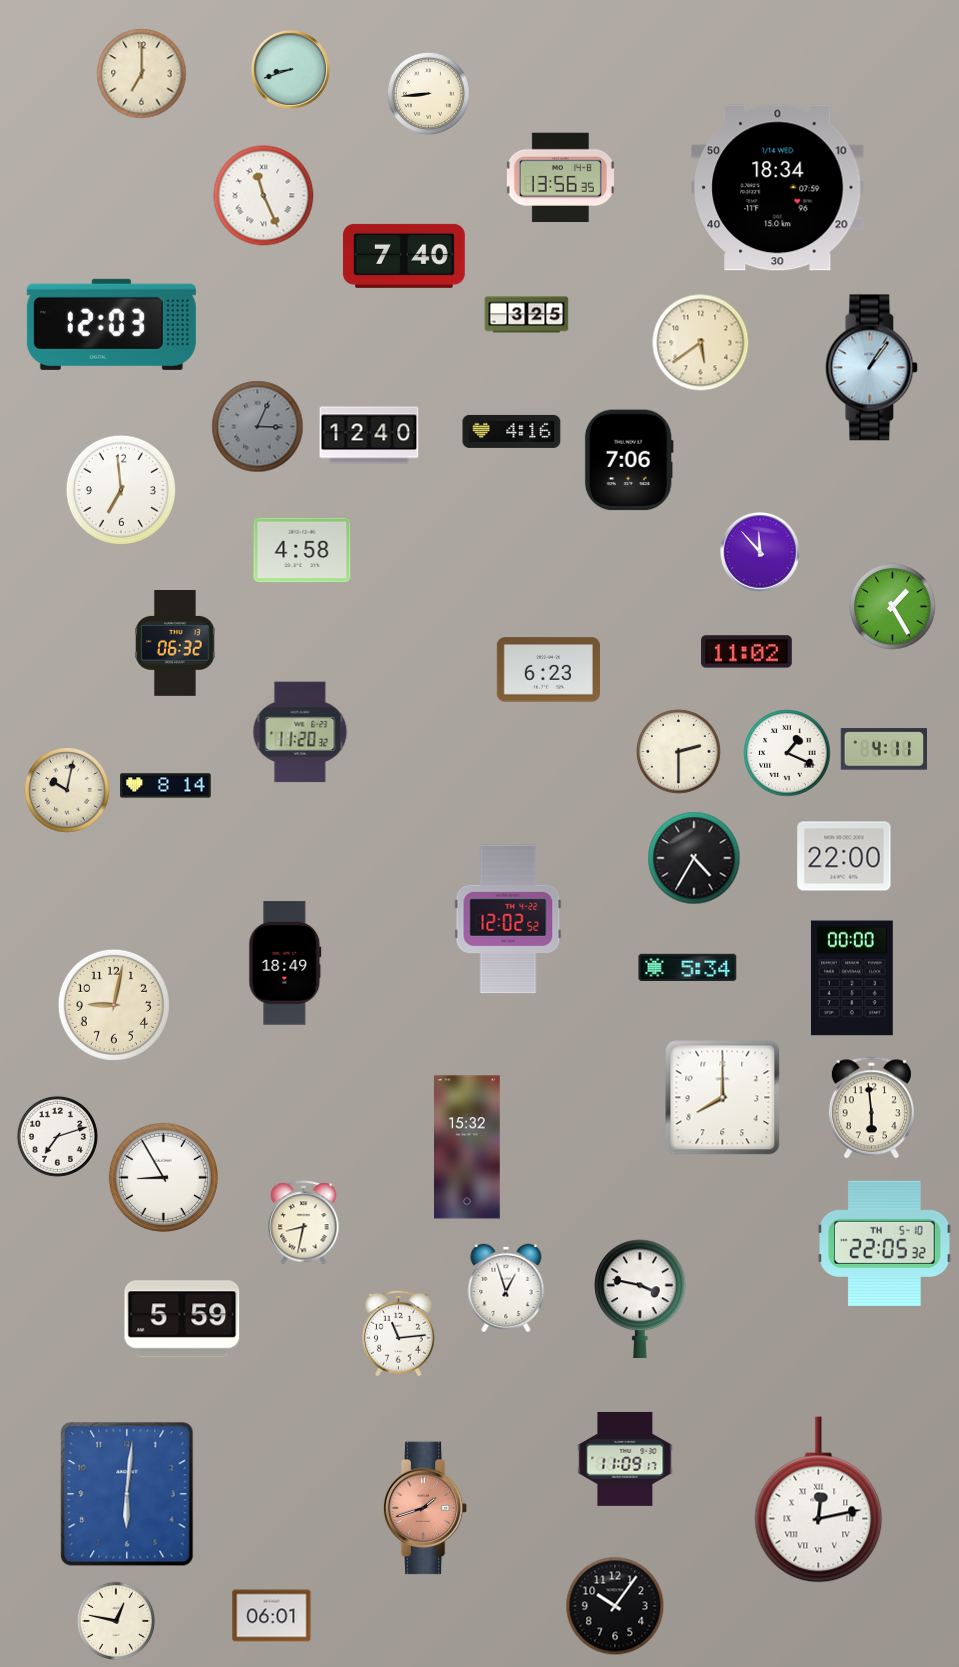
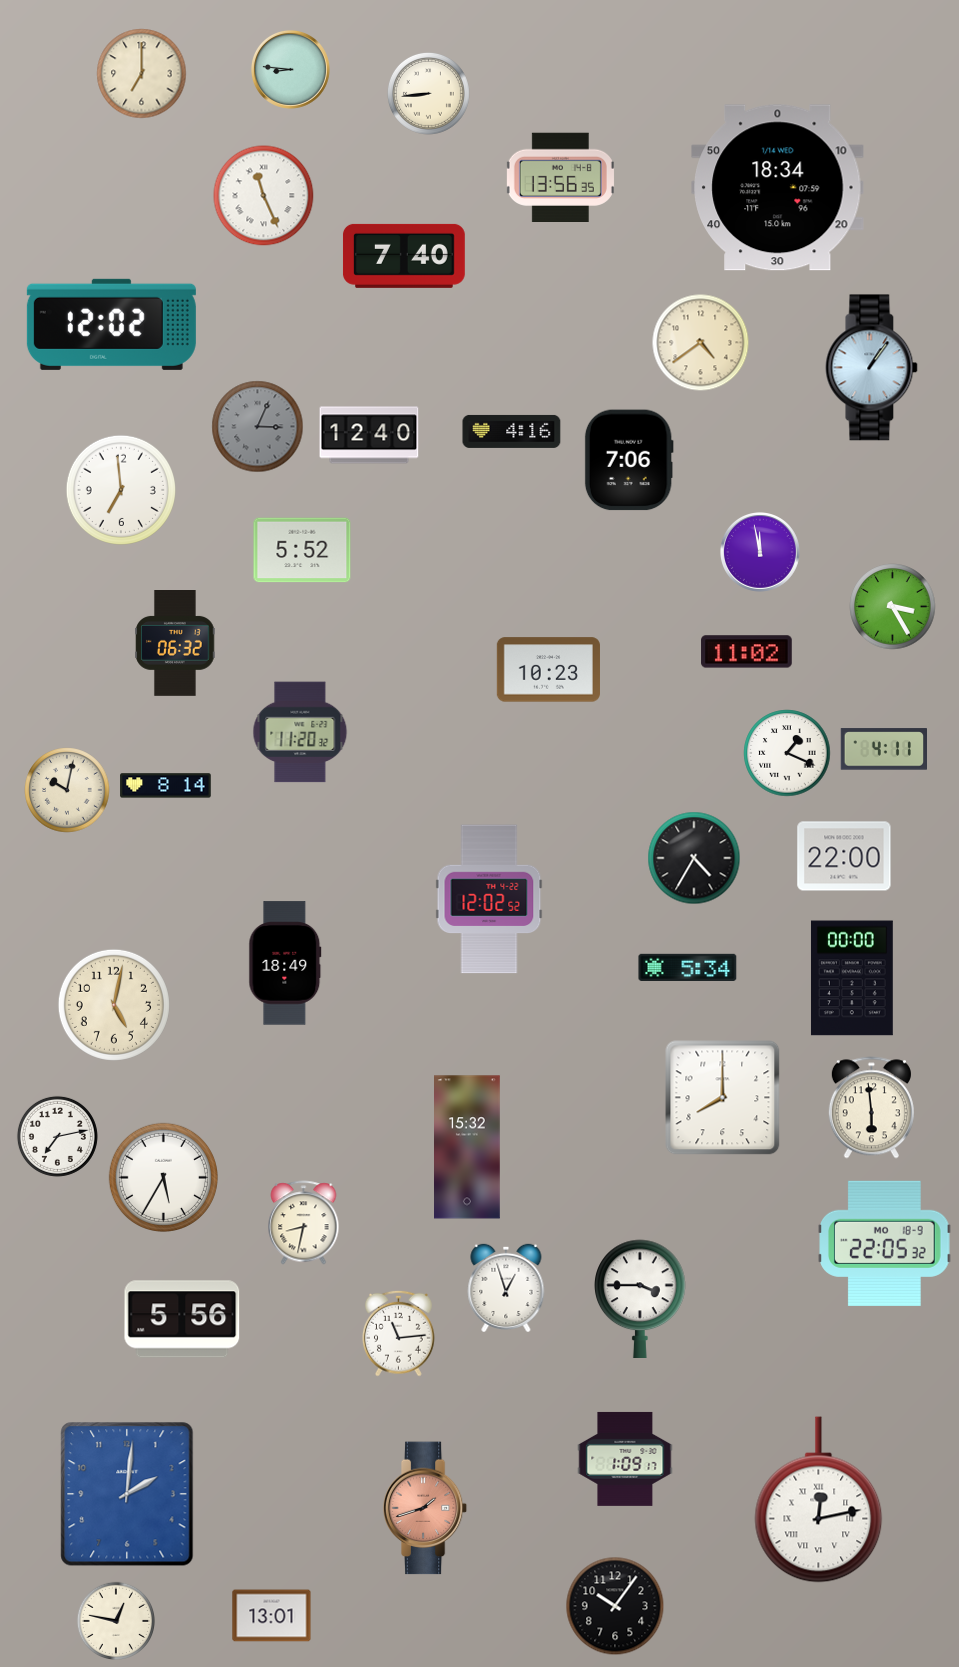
clock at (290, 69): 8:42 -> 8:46
clock at (527, 315): 3:25 -> none
clock at (111, 324): 12:03 -> 12:02
clock at (701, 343): 5:39 -> 4:39
clock at (302, 550): 4:58 -> 5:52
clock at (761, 553): 11:53 -> 11:58
clock at (893, 607): 1:25 -> 3:25
clock at (548, 670): 6:23 -> 10:23
clock at (679, 752): 2:30 -> none
clock at (508, 919) position: (508, 919) -> (489, 899)
clock at (114, 1005): 9:02 -> 5:02
clock at (57, 1136): 7:12 -> 7:13
clock at (163, 1177): 8:55 -> 5:35
clock at (885, 1243) date: TH 5-10 -> MO 18-9
clock at (640, 1298): 3:47 -> 3:45
clock at (182, 1319): 5:59 -> 5:56
clock at (625, 1459): 11:09 -> 1:09
clock at (127, 1494): 6:01 -> 2:01
clock at (272, 1616): 06:01 -> 13:01
